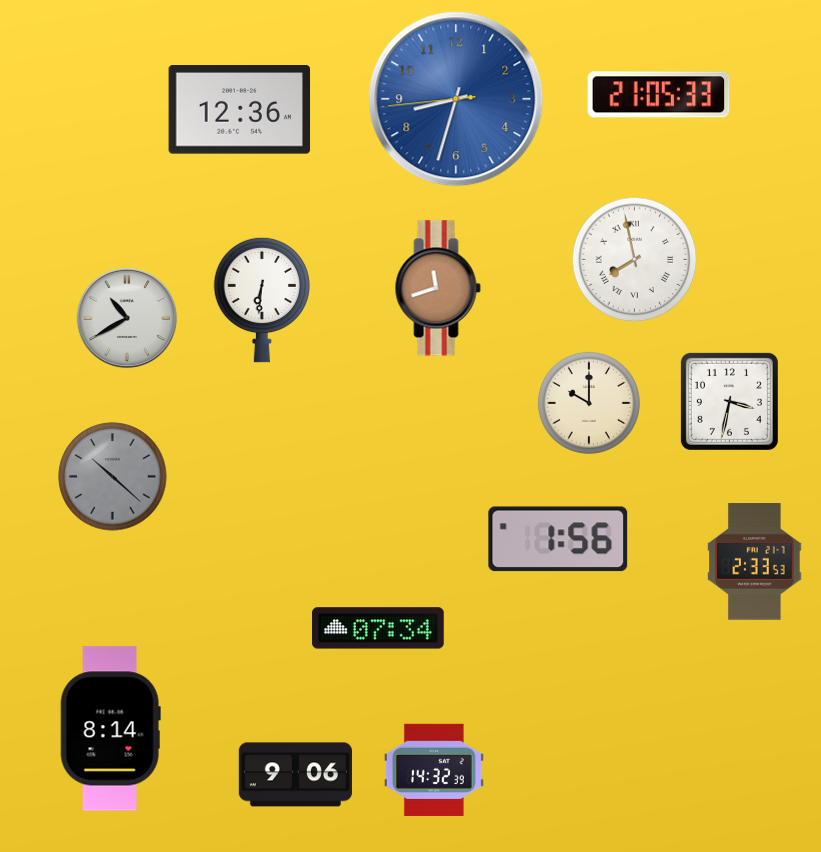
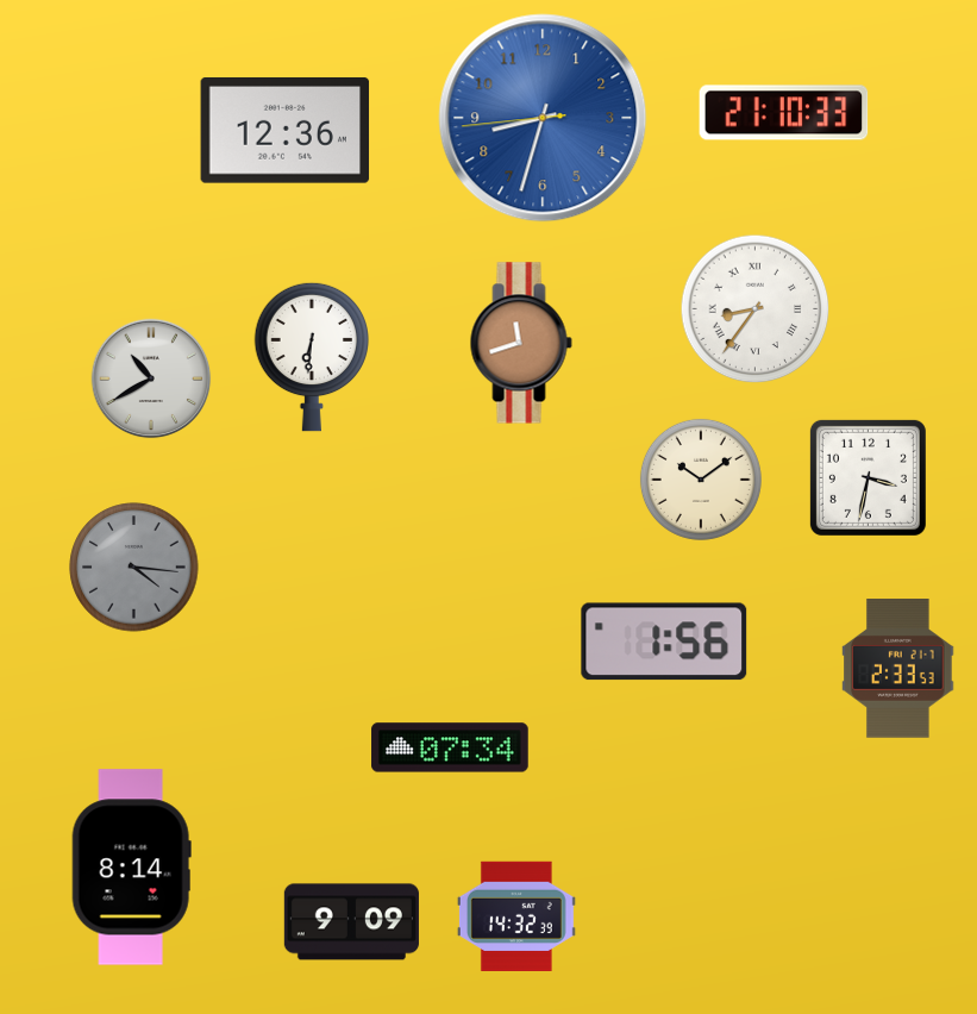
clock at (659, 95): 21:05 -> 21:10
clock at (635, 260): 7:58 -> 8:36
clock at (589, 403): 10:00 -> 10:09
clock at (113, 477): 10:22 -> 4:16
clock at (295, 775): 9:06 -> 9:09
